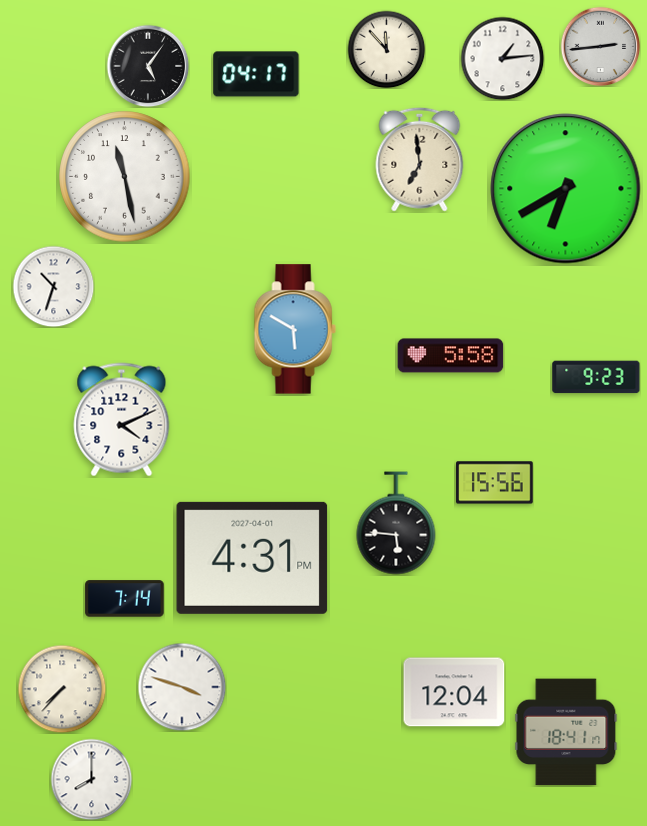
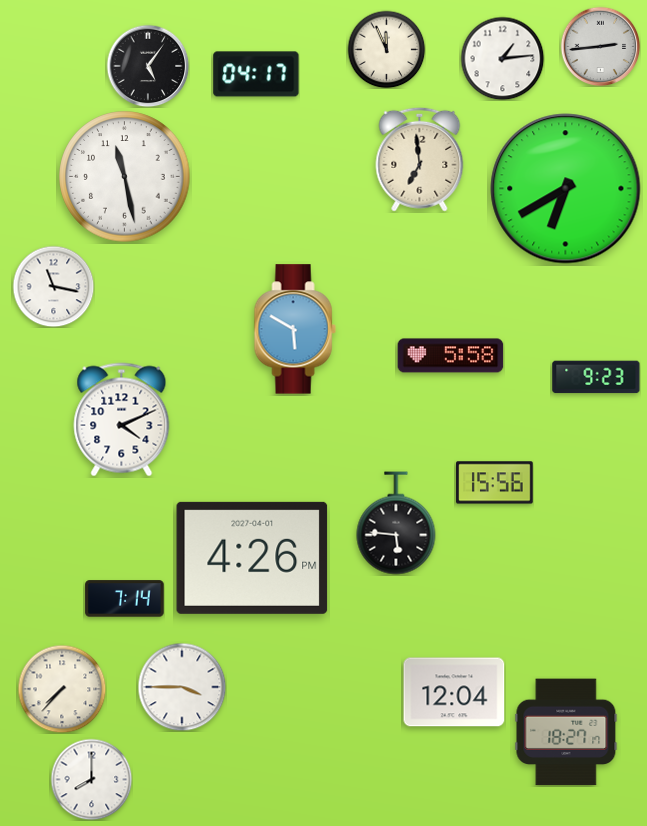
clock at (386, 49): 11:53 -> 11:56
clock at (53, 286): 10:33 -> 11:17
clock at (252, 558): 4:31 -> 4:26
clock at (182, 687): 3:48 -> 3:45
clock at (566, 732): 18:41 -> 18:27
